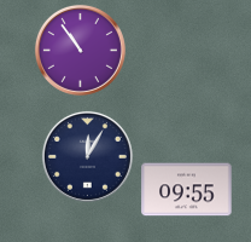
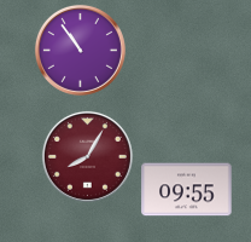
clock at (87, 156): 12:05 -> 8:05
clock at (87, 156) dial: navy -> burgundy
